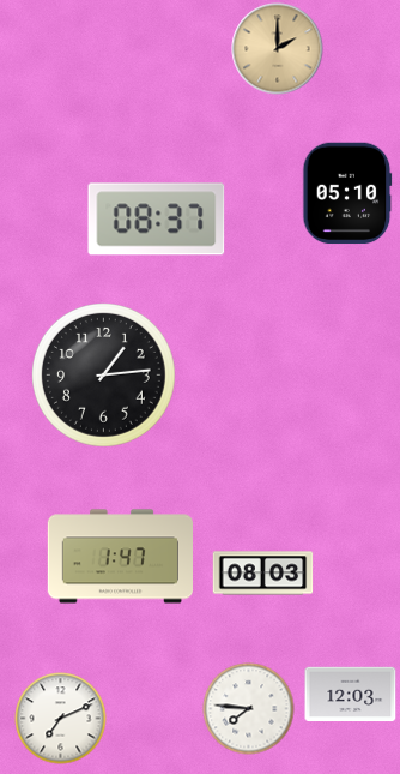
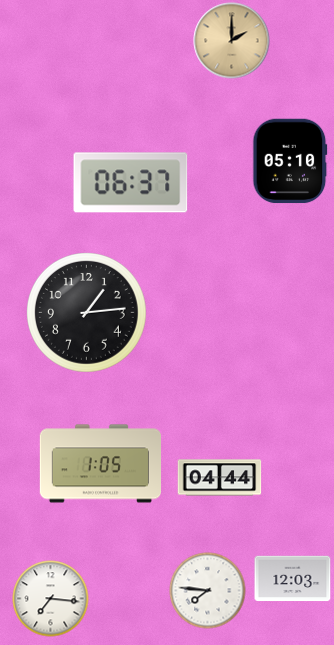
clock at (157, 220): 08:37 -> 06:37
clock at (120, 557): 1:47 -> 1:05
clock at (263, 574): 08:03 -> 04:44
clock at (61, 719): 7:11 -> 7:16
